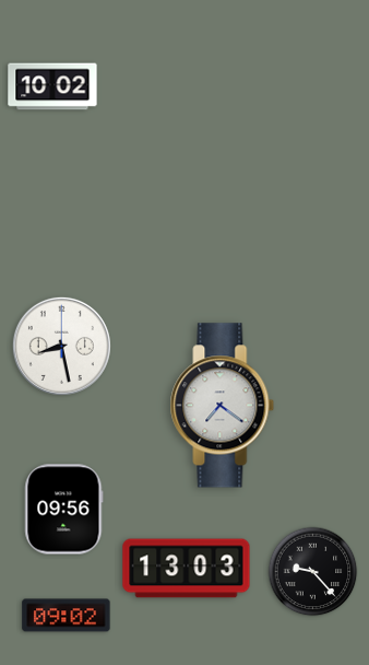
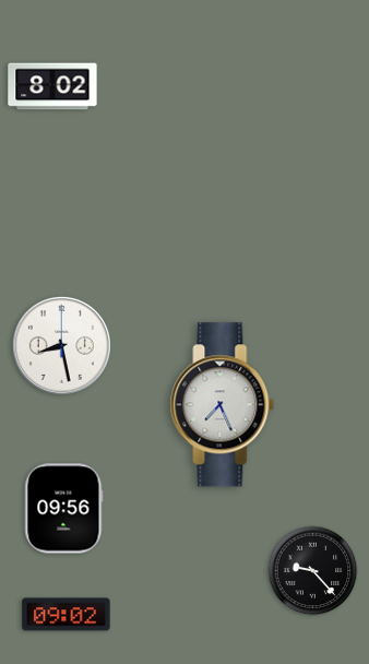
clock at (52, 86): 10:02 -> 8:02
clock at (223, 406): 7:21 -> 7:26
clock at (187, 569): 13:03 -> none
